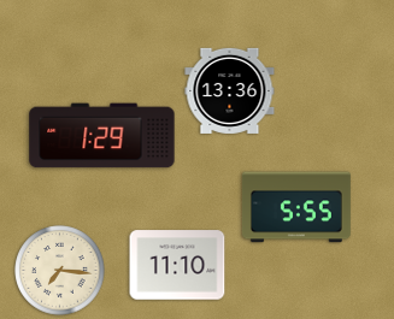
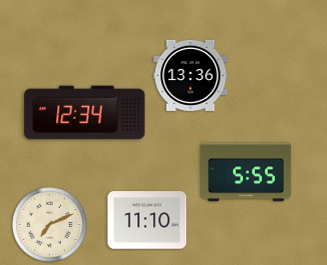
clock at (102, 136): 1:29 -> 12:34
clock at (60, 271): 7:16 -> 7:11
